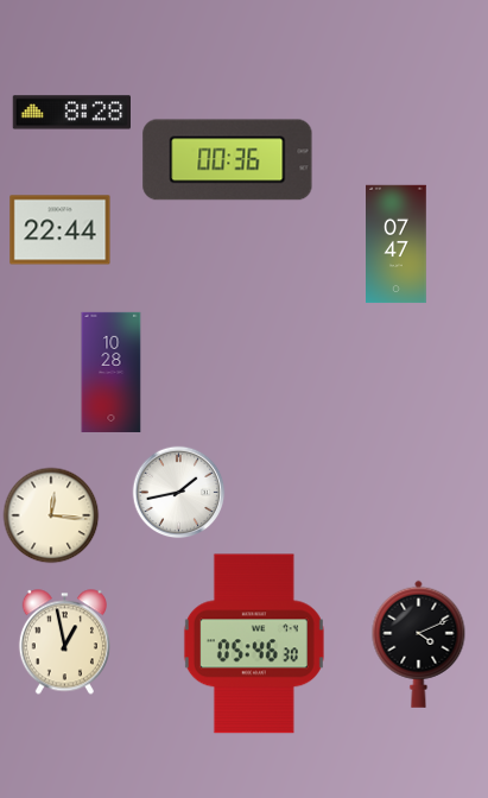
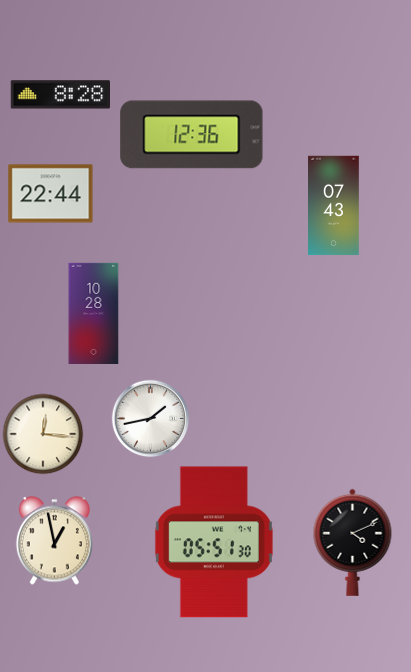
clock at (228, 160): 00:36 -> 12:36
clock at (397, 245): 07:47 -> 07:43
clock at (179, 493) position: (179, 493) -> (151, 419)
clock at (254, 644): 05:46 -> 05:51
